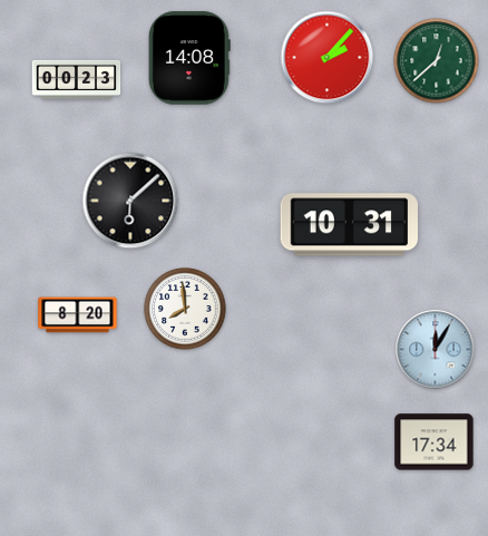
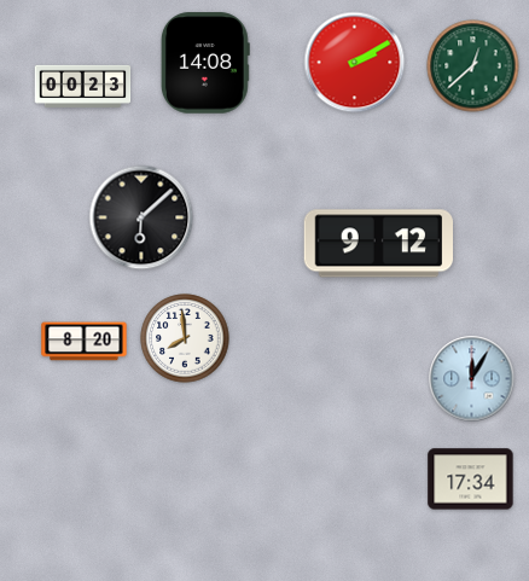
clock at (328, 58): 2:07 -> 2:10
clock at (349, 225): 10:31 -> 9:12
clock at (185, 309) position: (185, 309) -> (185, 338)
